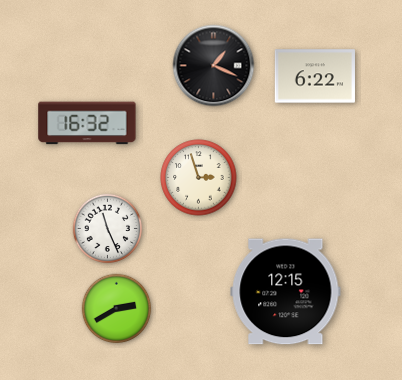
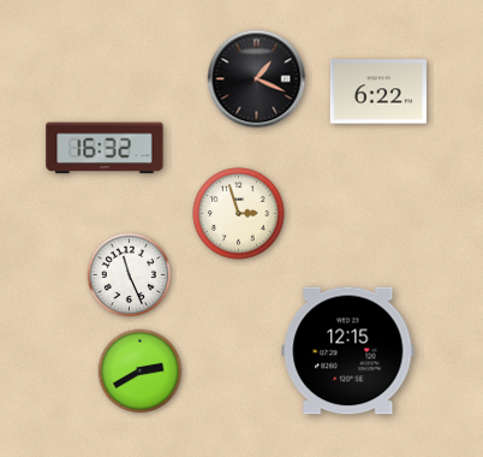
clock at (286, 292) position: (286, 292) -> (348, 351)
